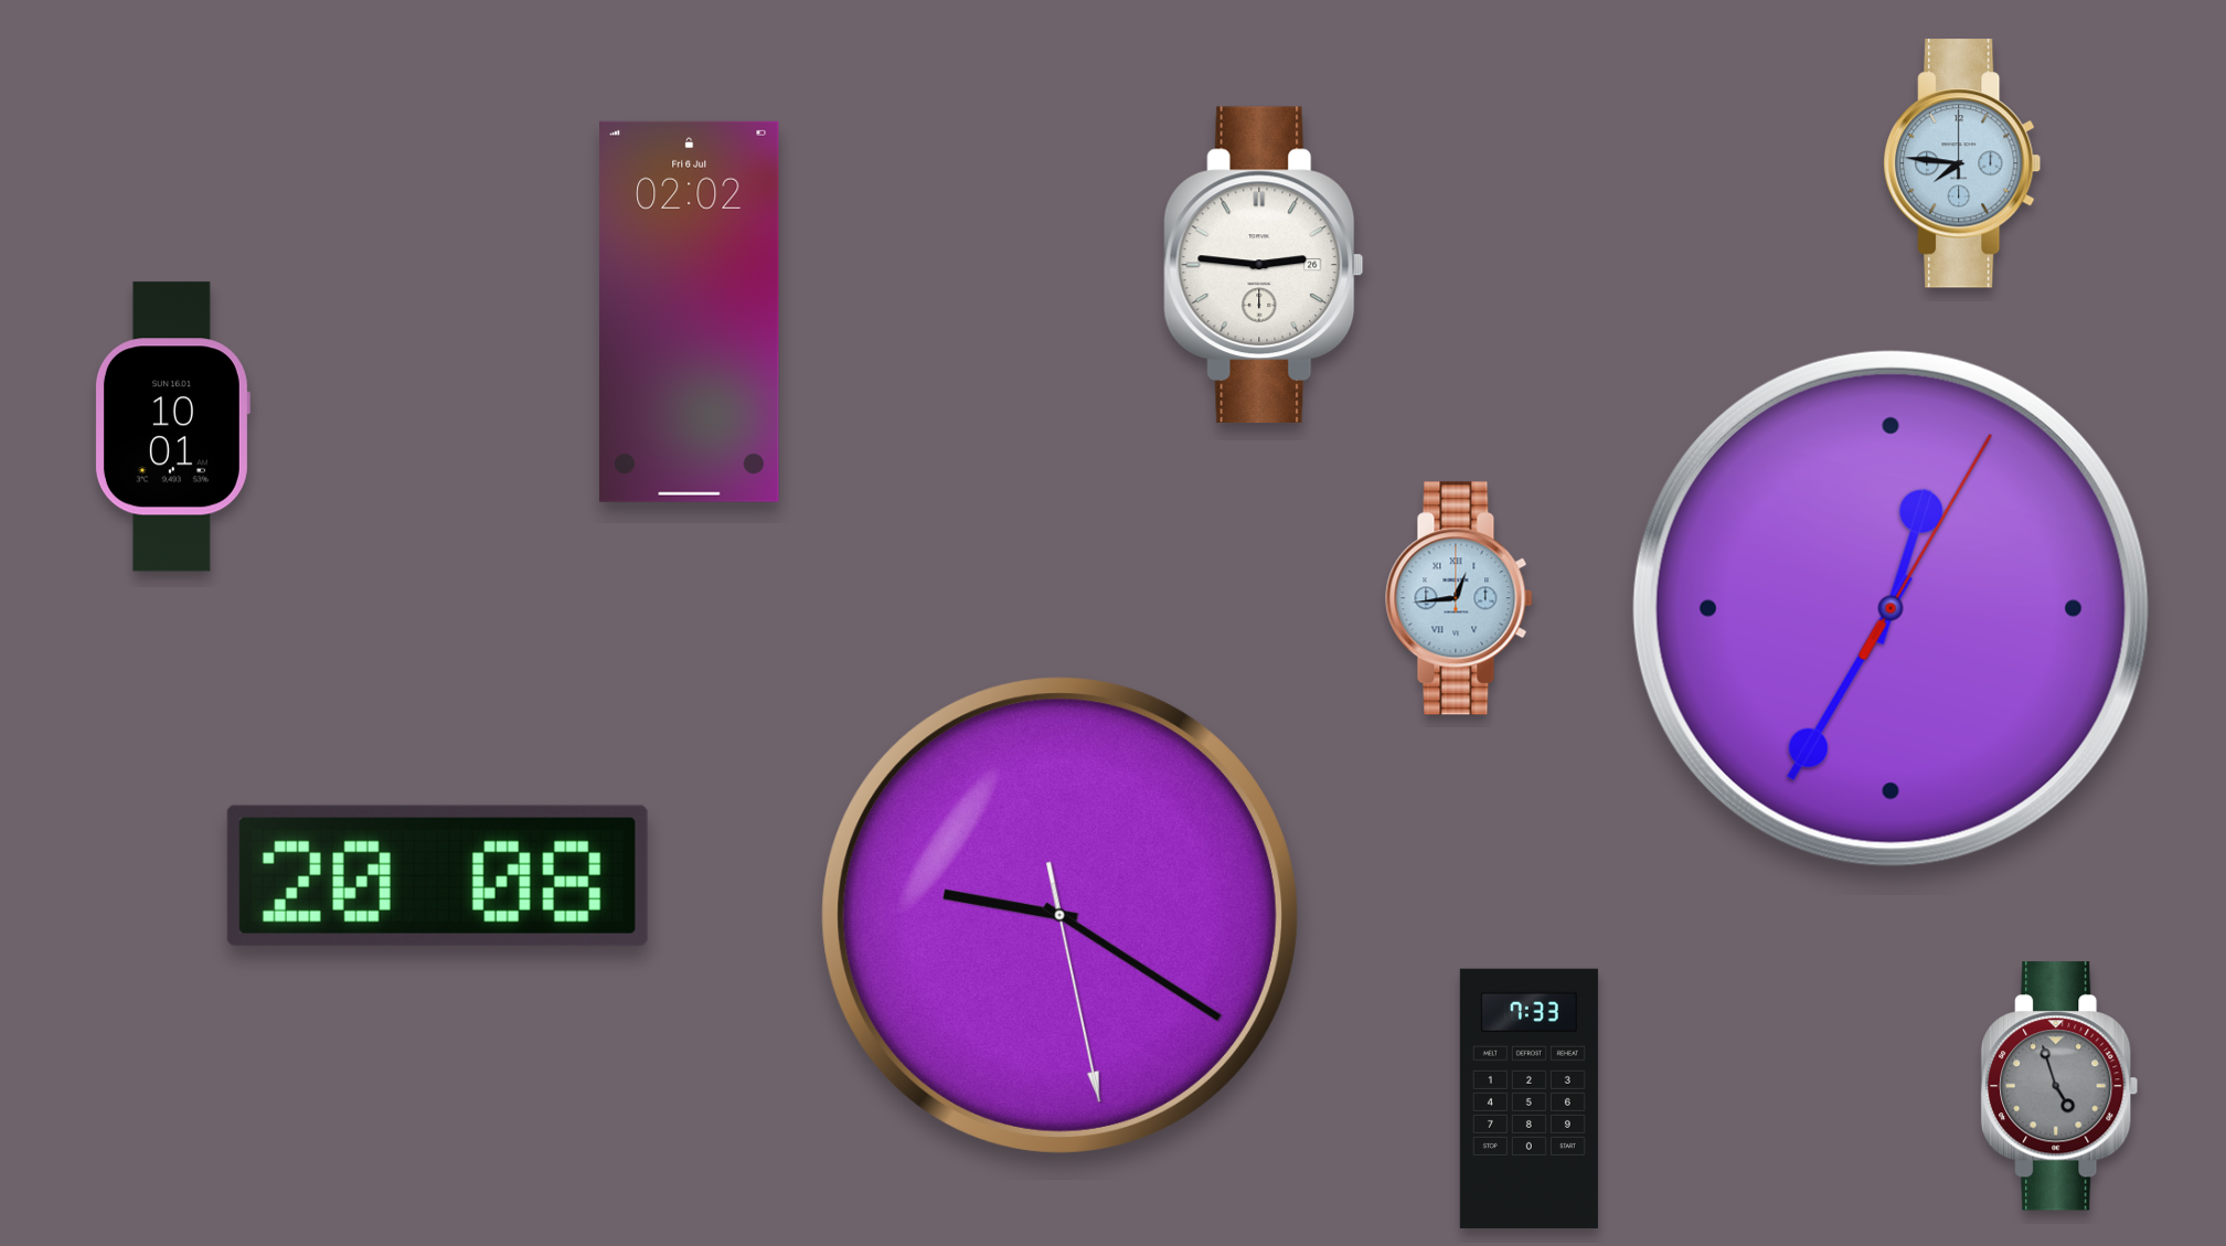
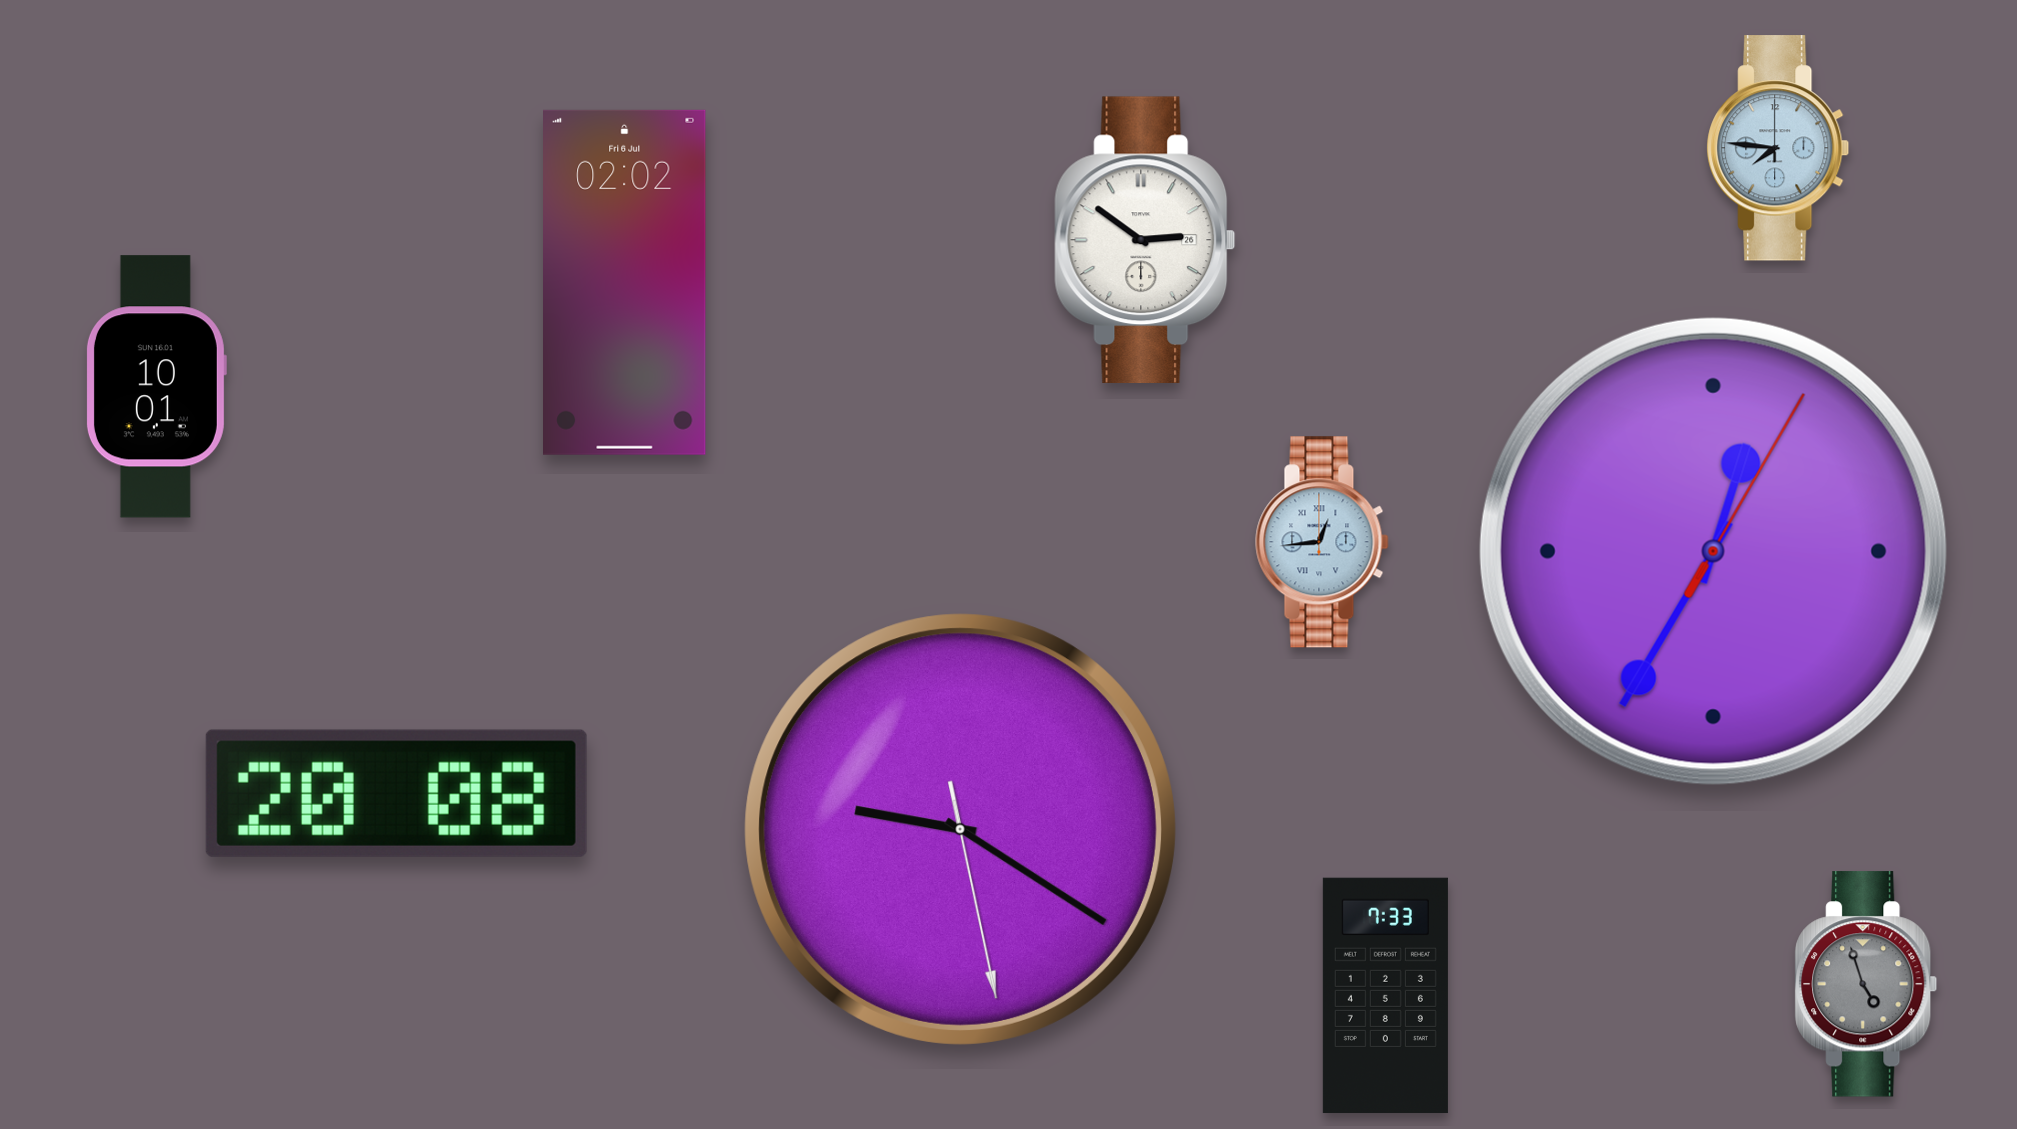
clock at (1264, 264): 2:46 -> 2:51
